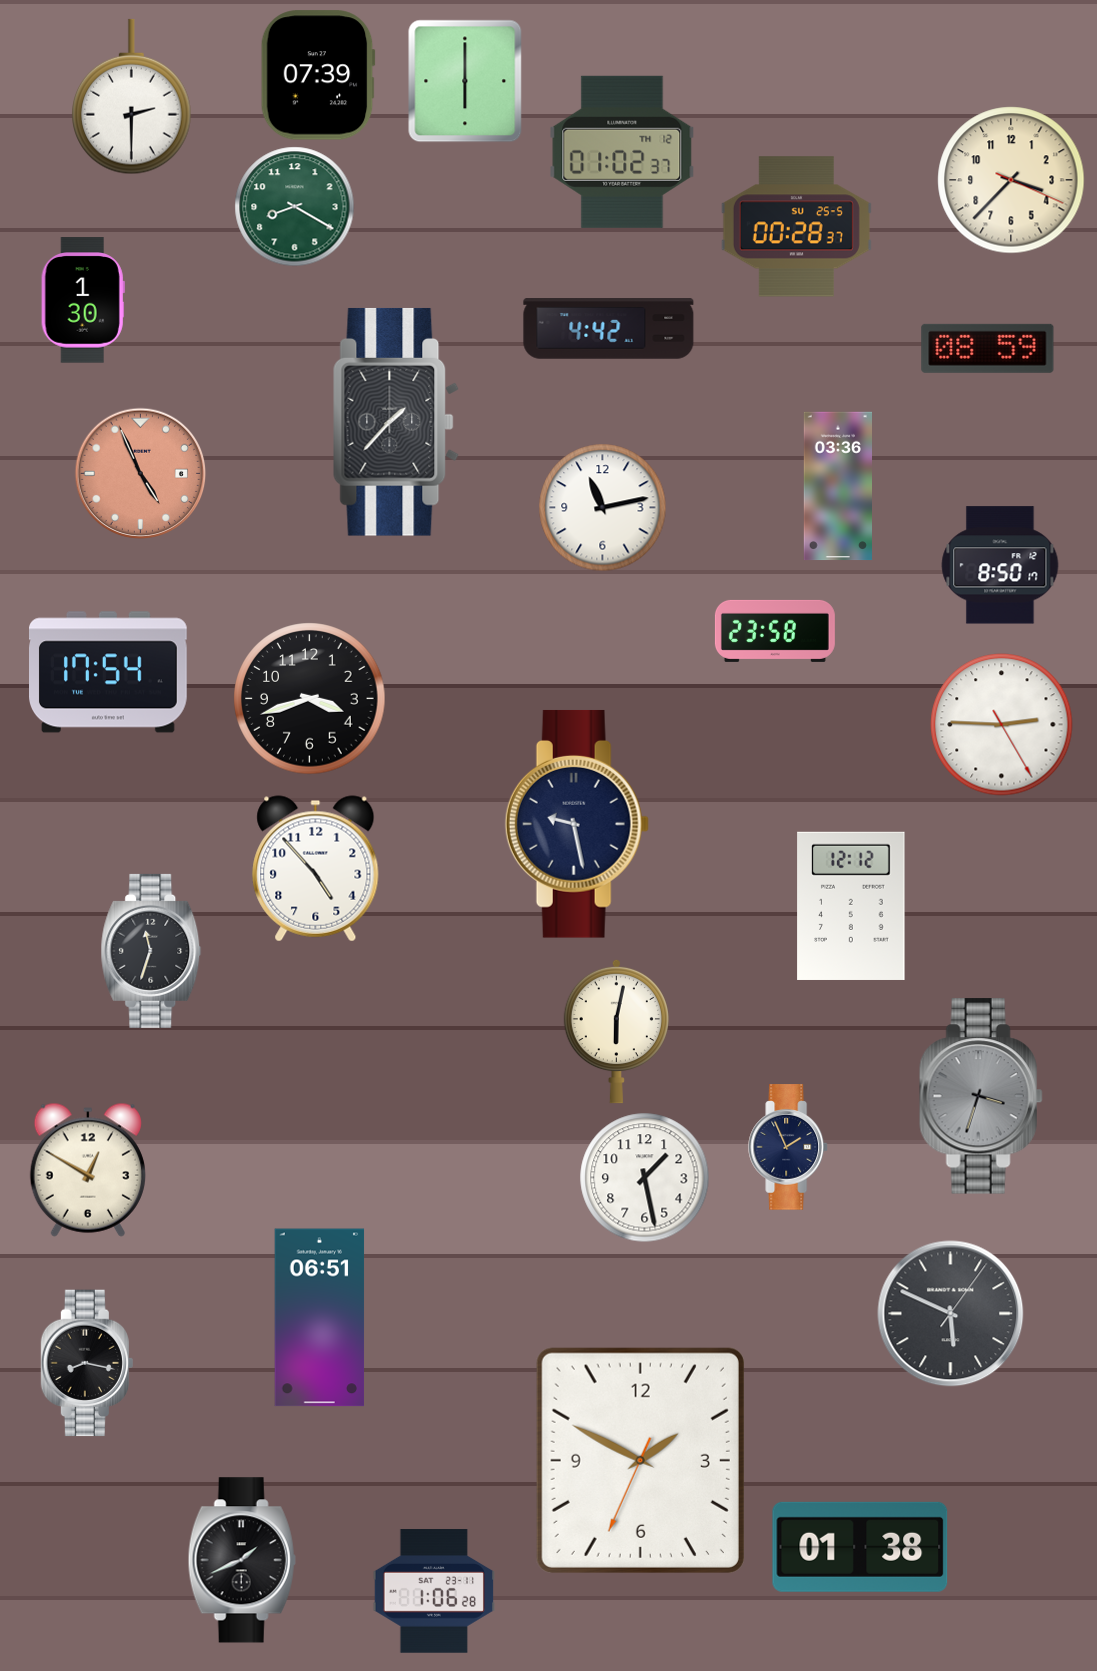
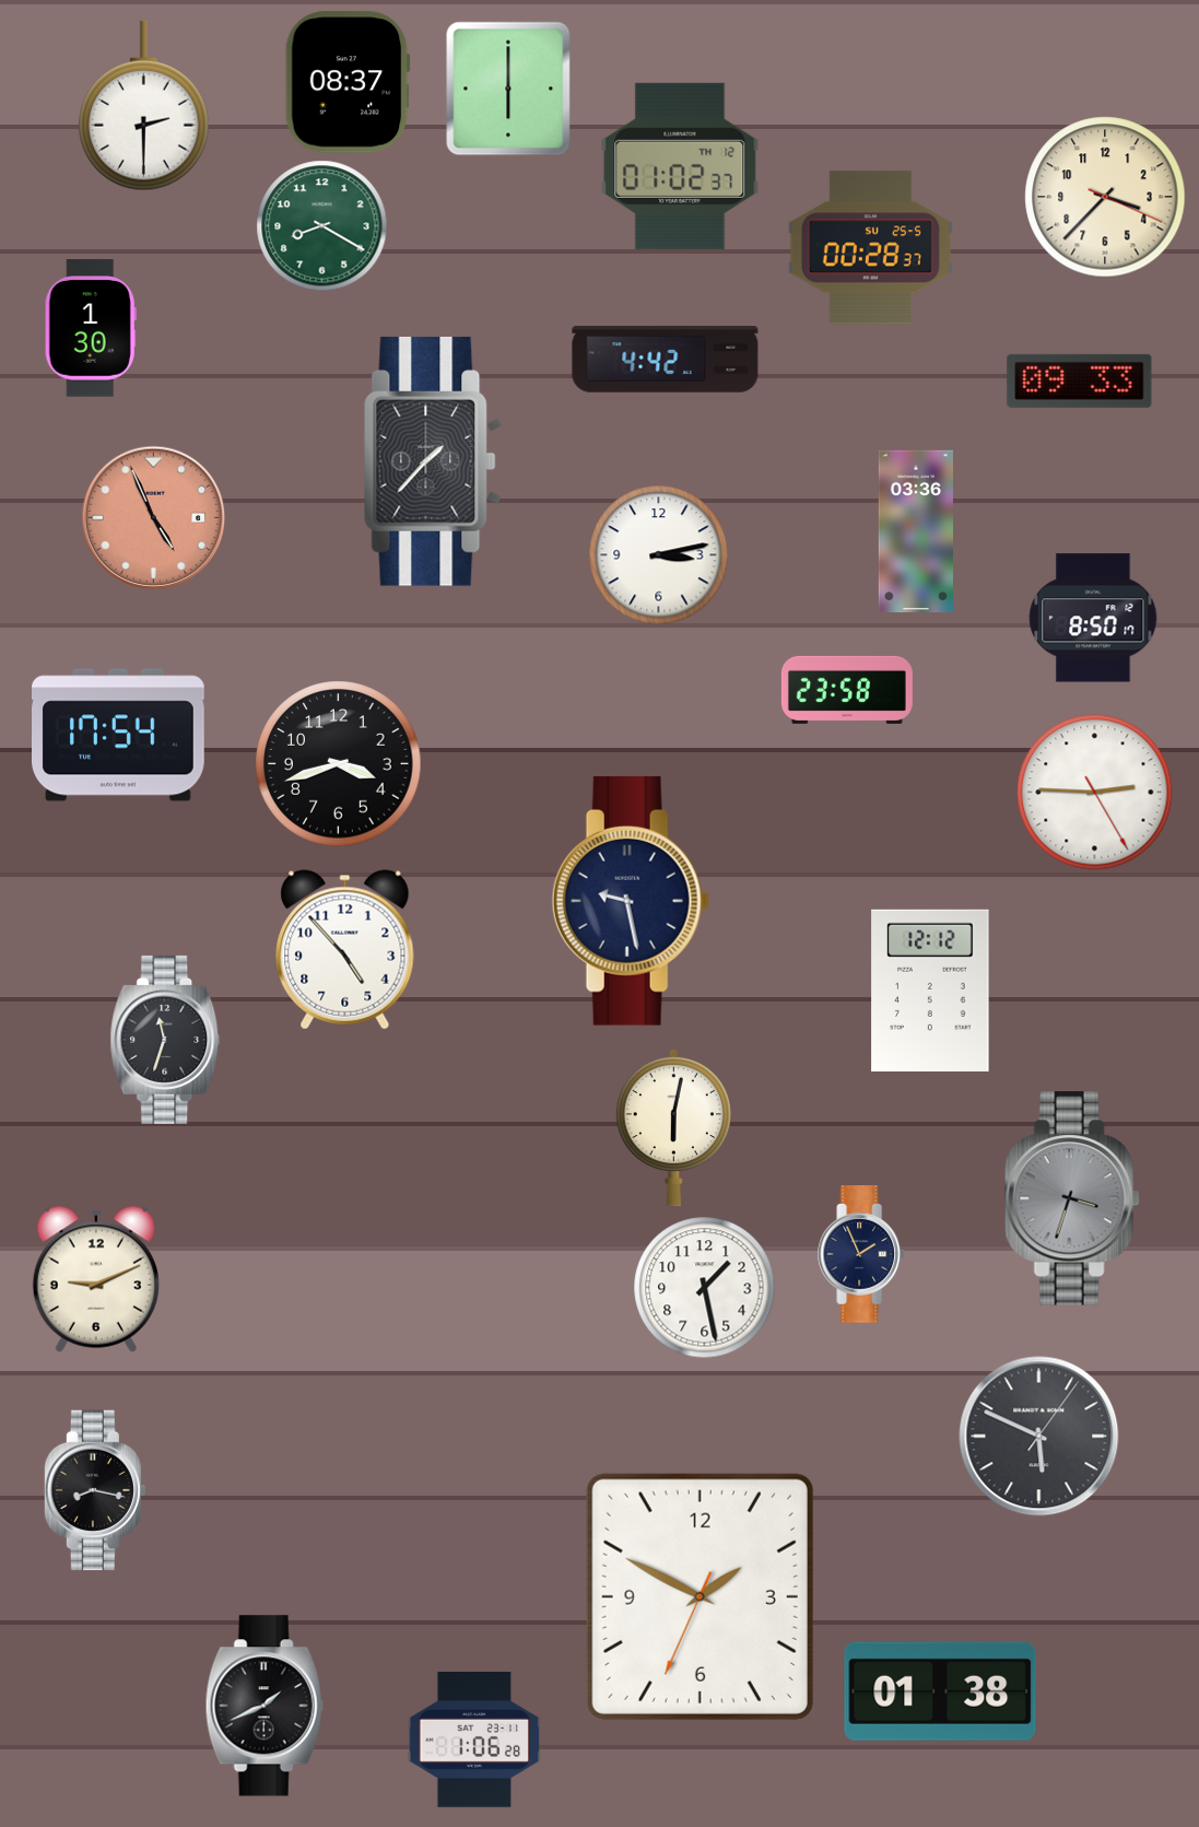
clock at (318, 75): 07:39 -> 08:37
clock at (988, 348): 08:59 -> 09:33
clock at (603, 508): 11:13 -> 3:13
clock at (88, 1170): 12:50 -> 9:11
clock at (320, 1318): 06:51 -> none
